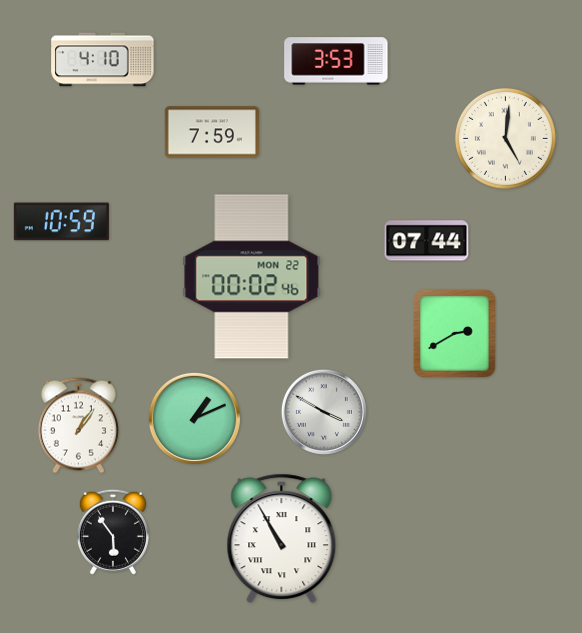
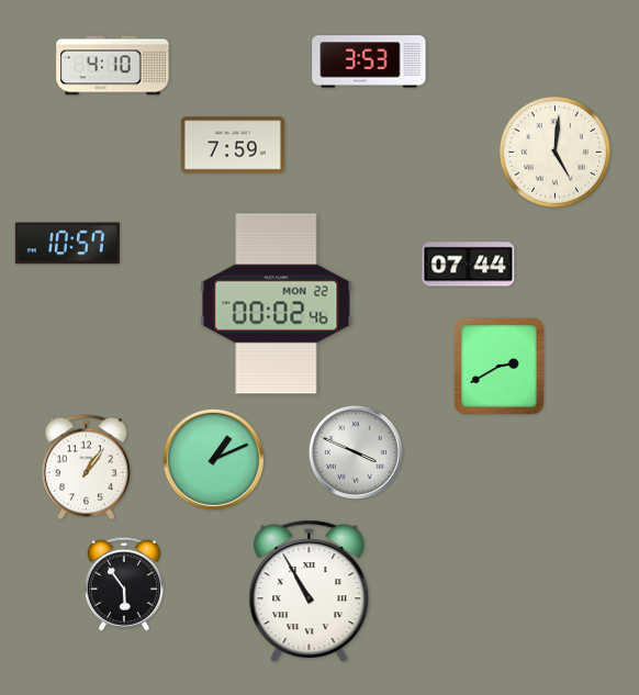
clock at (336, 61) position: (336, 61) -> (369, 61)
clock at (61, 222): 10:59 -> 10:57
clock at (324, 412): 3:50 -> 3:49
